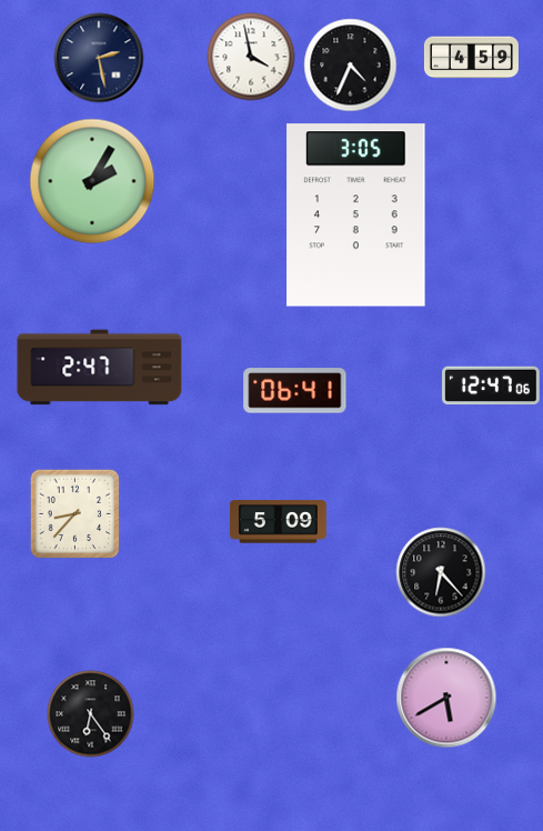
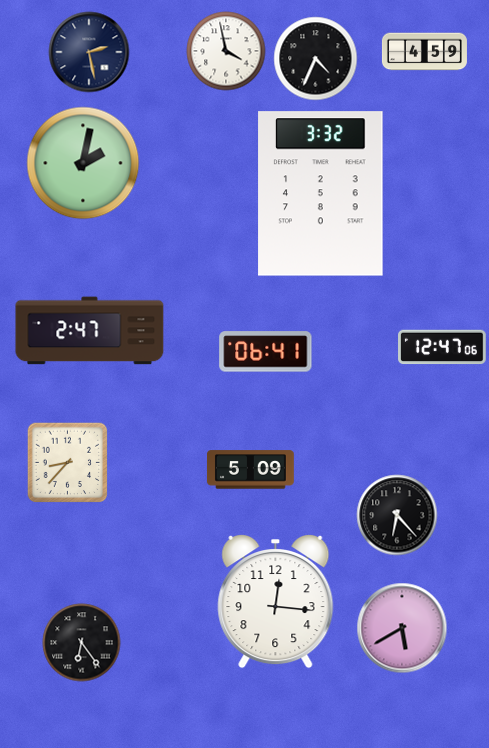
clock at (92, 181): 2:05 -> 2:02
clock at (356, 216): 3:05 -> 3:32
clock at (276, 602): none -> 12:16
